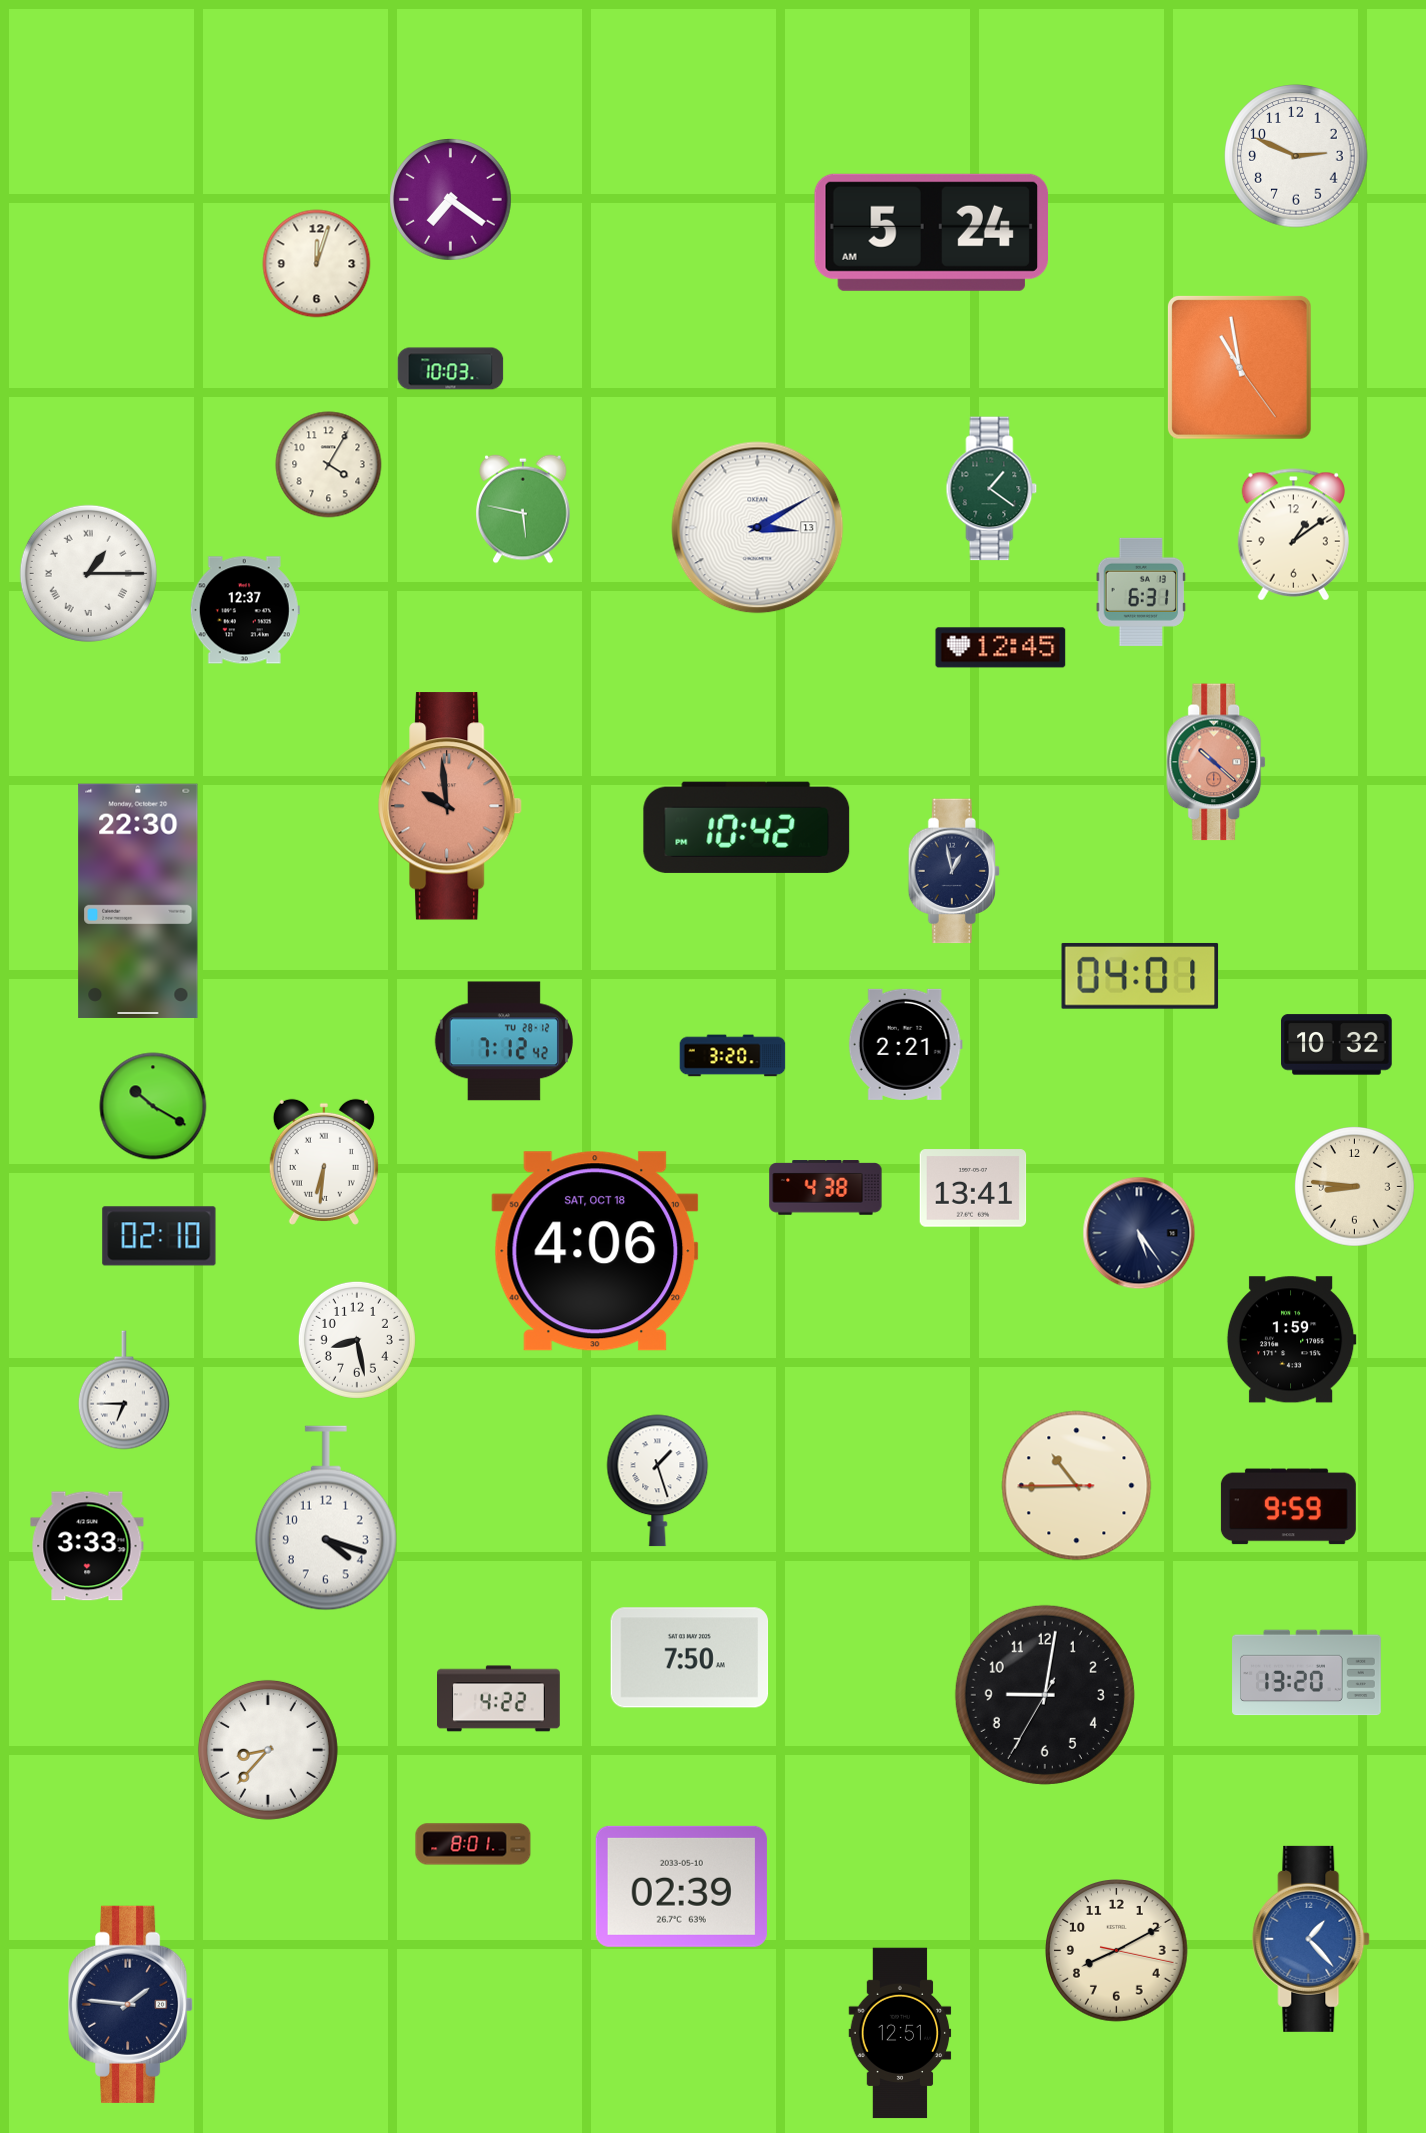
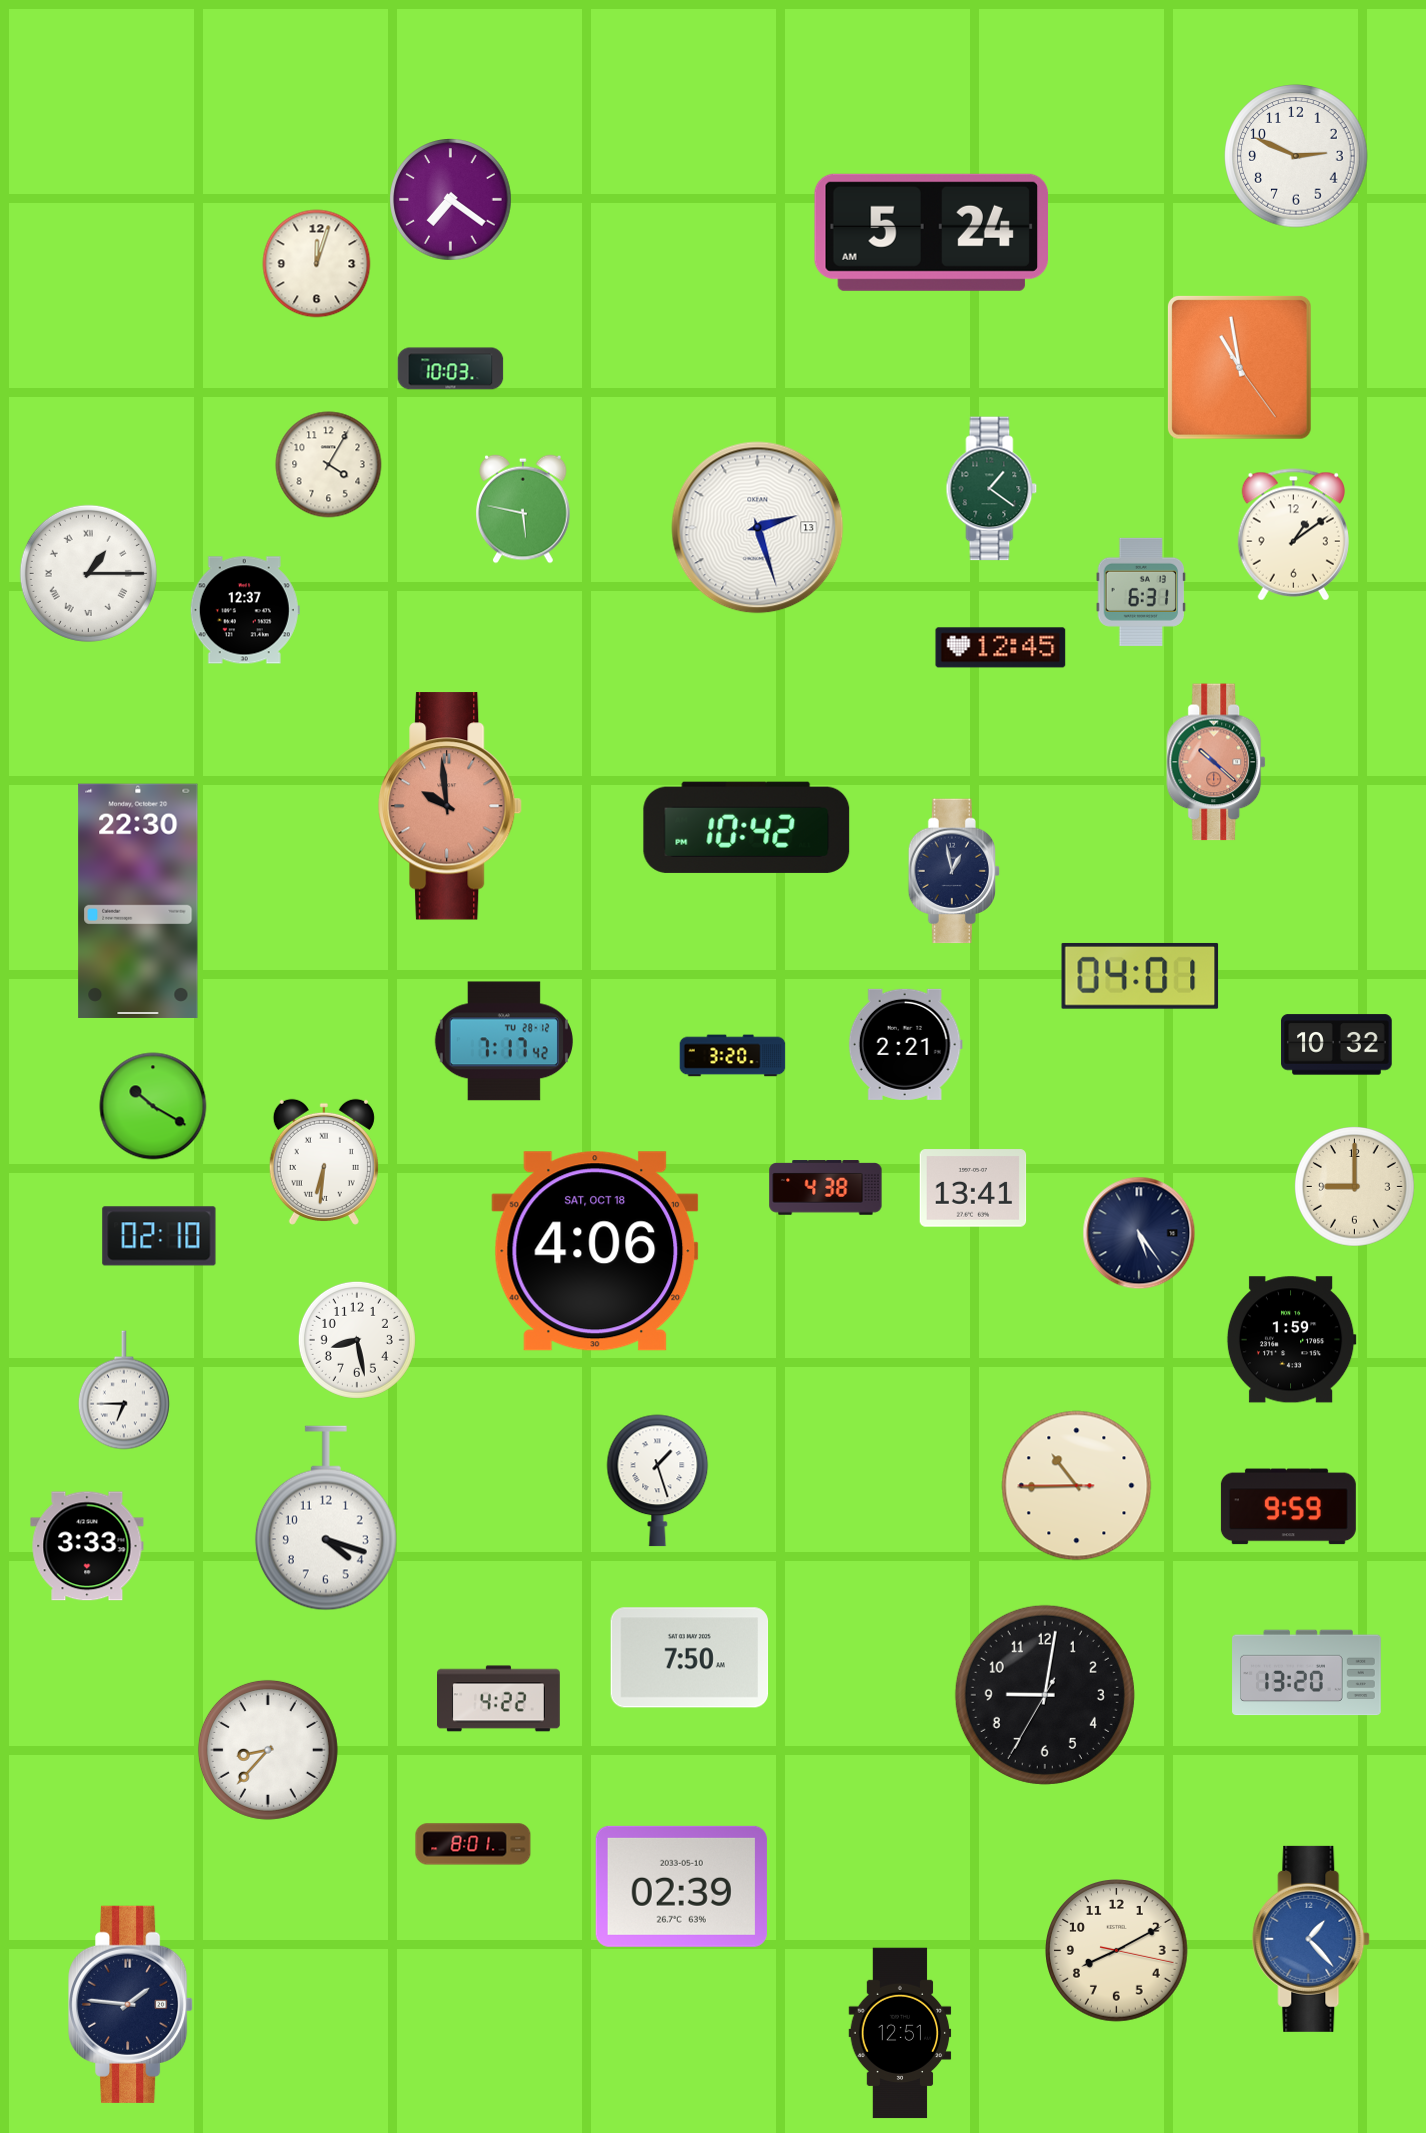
clock at (758, 528): 3:10 -> 2:27
clock at (504, 1041): 7:12 -> 7:17
clock at (1355, 1187): 8:46 -> 9:00
